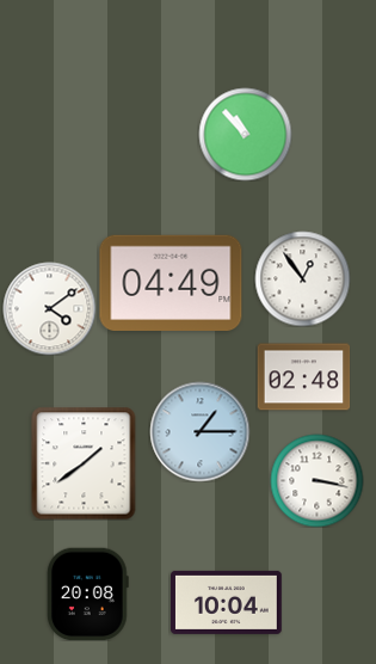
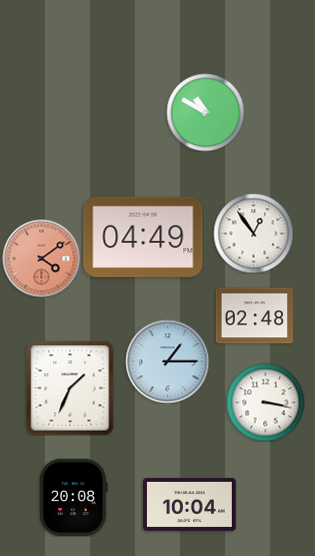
clock at (245, 134): 10:53 -> 10:50
clock at (49, 308) dial: white -> salmon
clock at (84, 463): 1:39 -> 1:34
